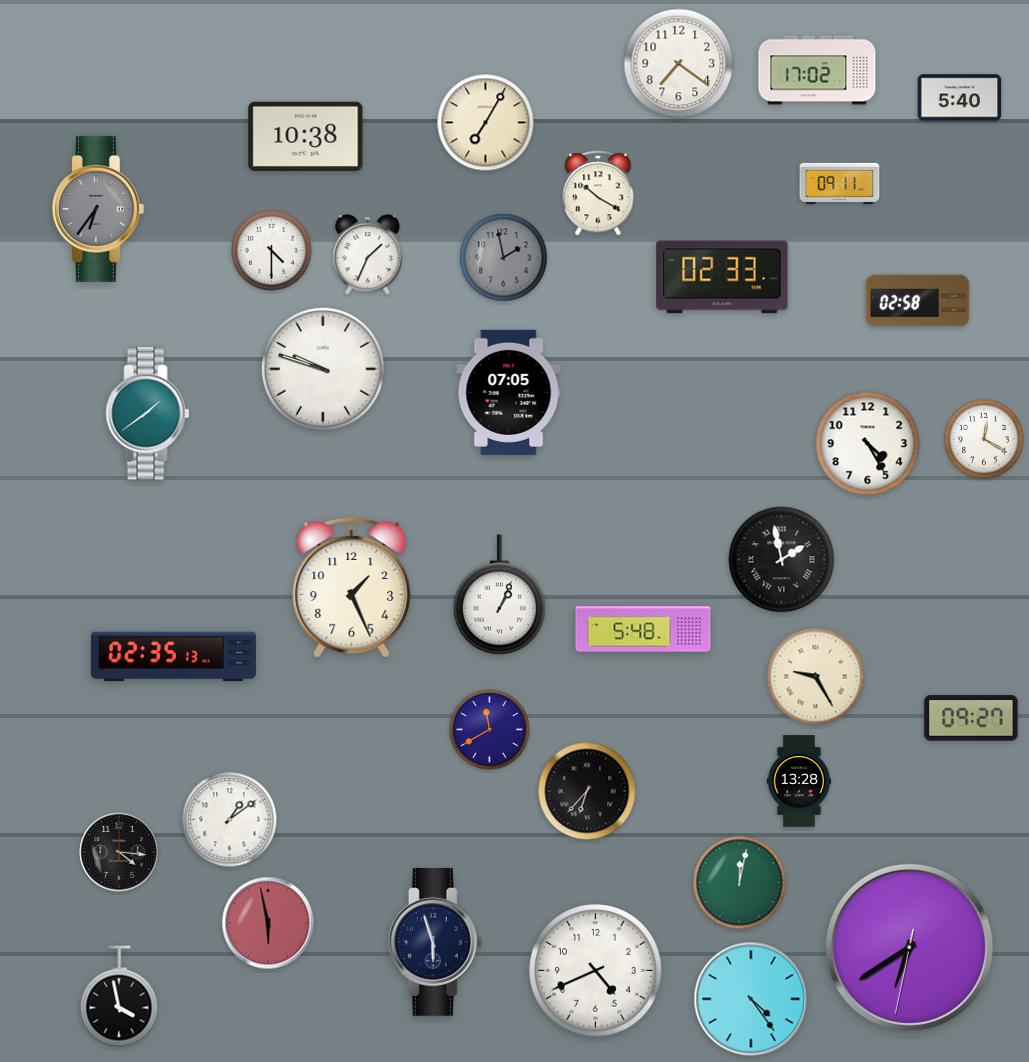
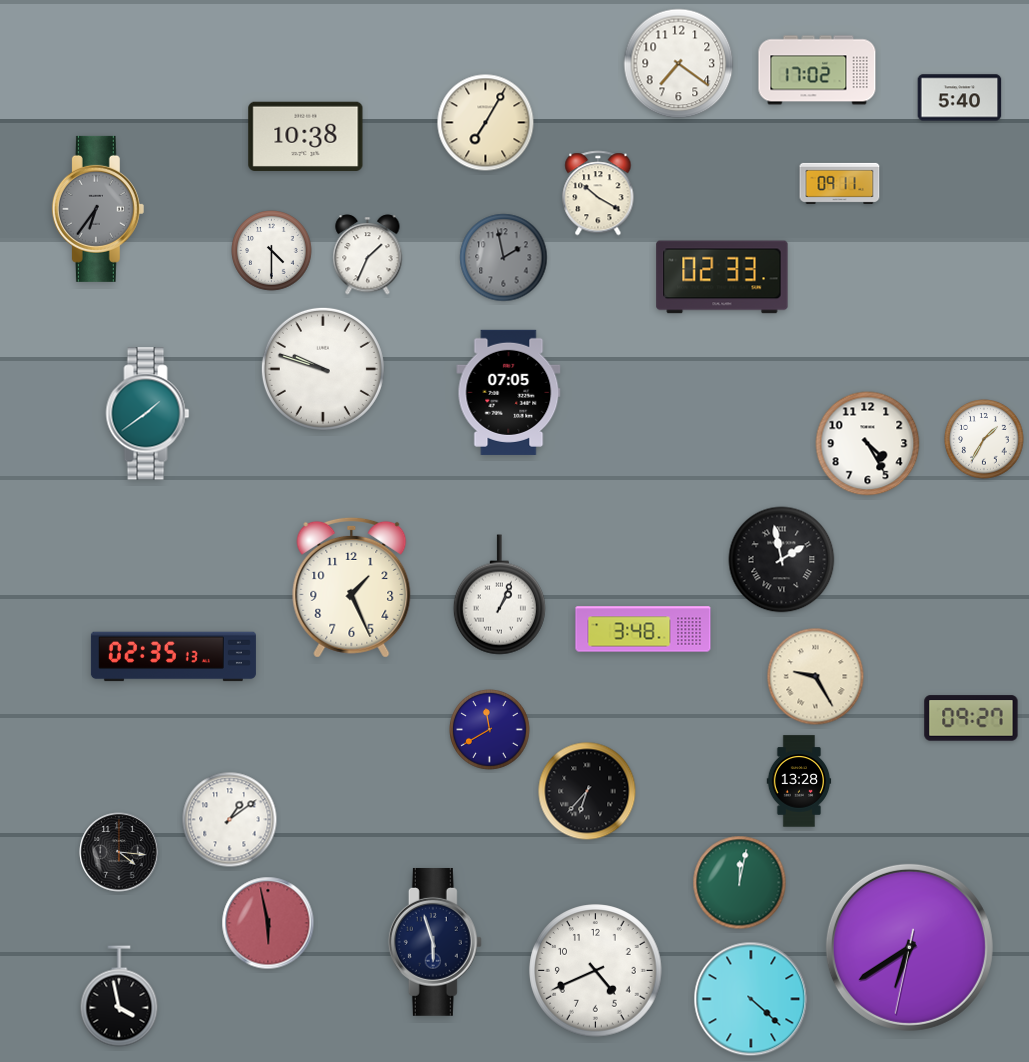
clock at (918, 301): 02:58 -> none
clock at (984, 439): 12:20 -> 1:35
clock at (643, 629): 5:48 -> 3:48
clock at (751, 999): 4:24 -> 4:22
